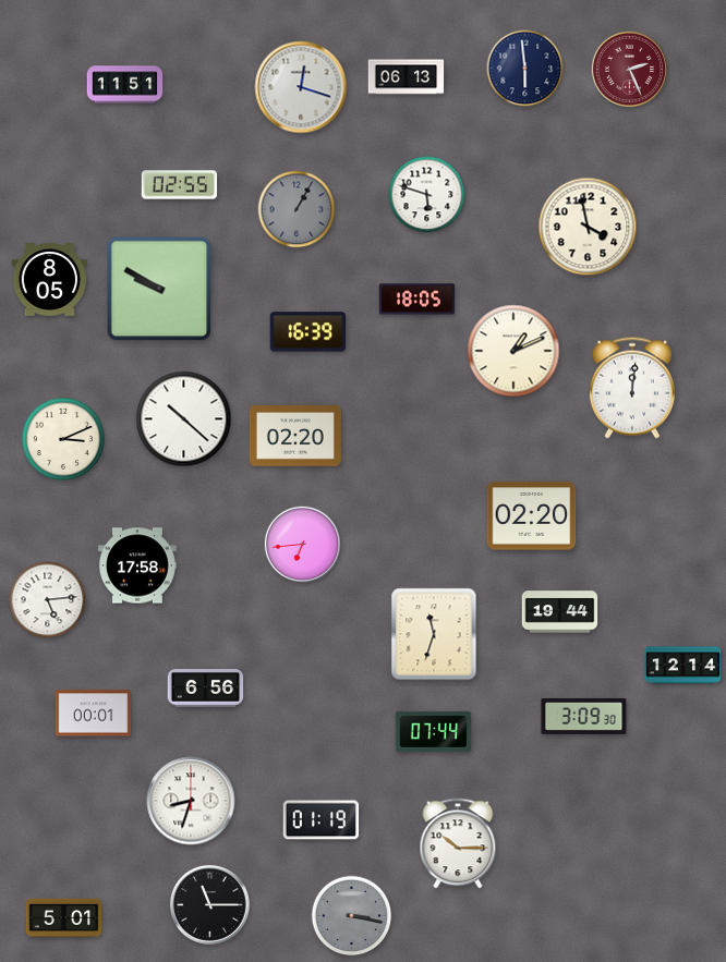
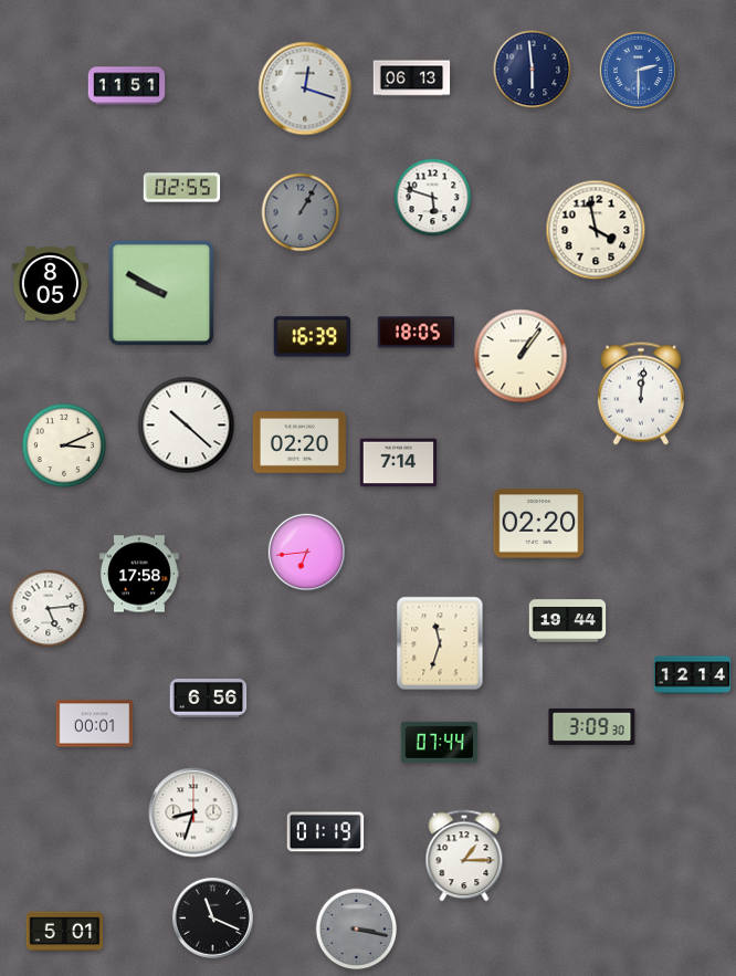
clock at (629, 69): 2:26 -> 2:30
clock at (629, 69) dial: burgundy -> blue
clock at (418, 300) position: (418, 300) -> (417, 333)
clock at (513, 351): 1:11 -> 1:06
clock at (399, 463): none -> 7:14
clock at (458, 843): 10:15 -> 1:15
clock at (209, 904): 11:15 -> 11:19
